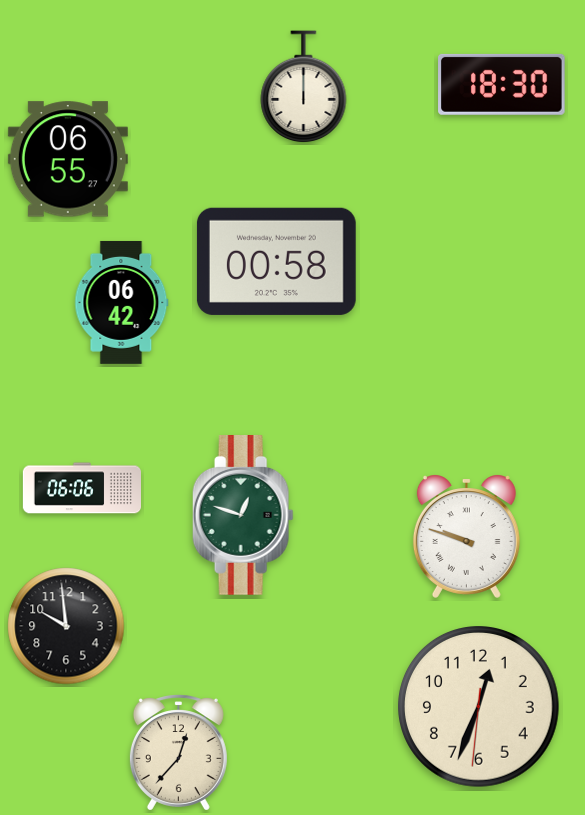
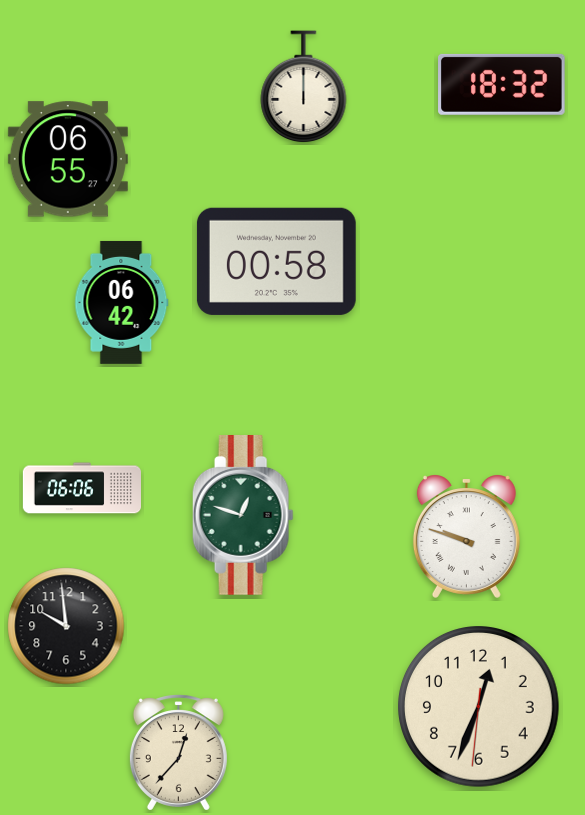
clock at (502, 84): 18:30 -> 18:32
